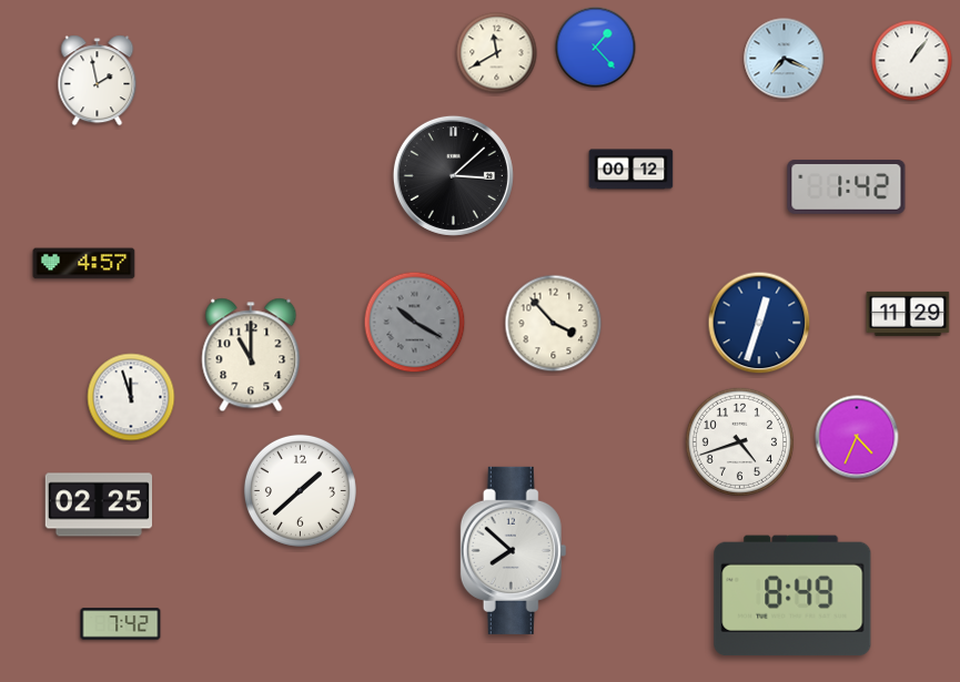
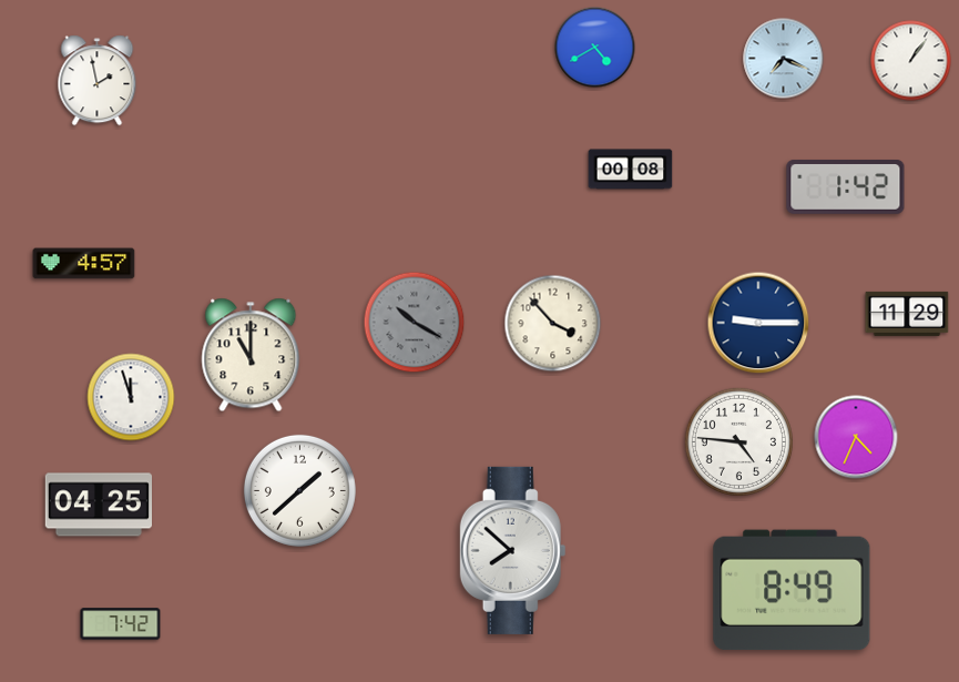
clock at (596, 48): 1:23 -> 4:40
clock at (497, 53): 11:40 -> none
clock at (631, 170): 00:12 -> 00:08
clock at (453, 175): 3:08 -> none
clock at (759, 323): 12:33 -> 9:15
clock at (739, 441): 4:42 -> 4:46
clock at (98, 505): 02:25 -> 04:25
clock at (792, 596) position: (792, 596) -> (792, 590)
